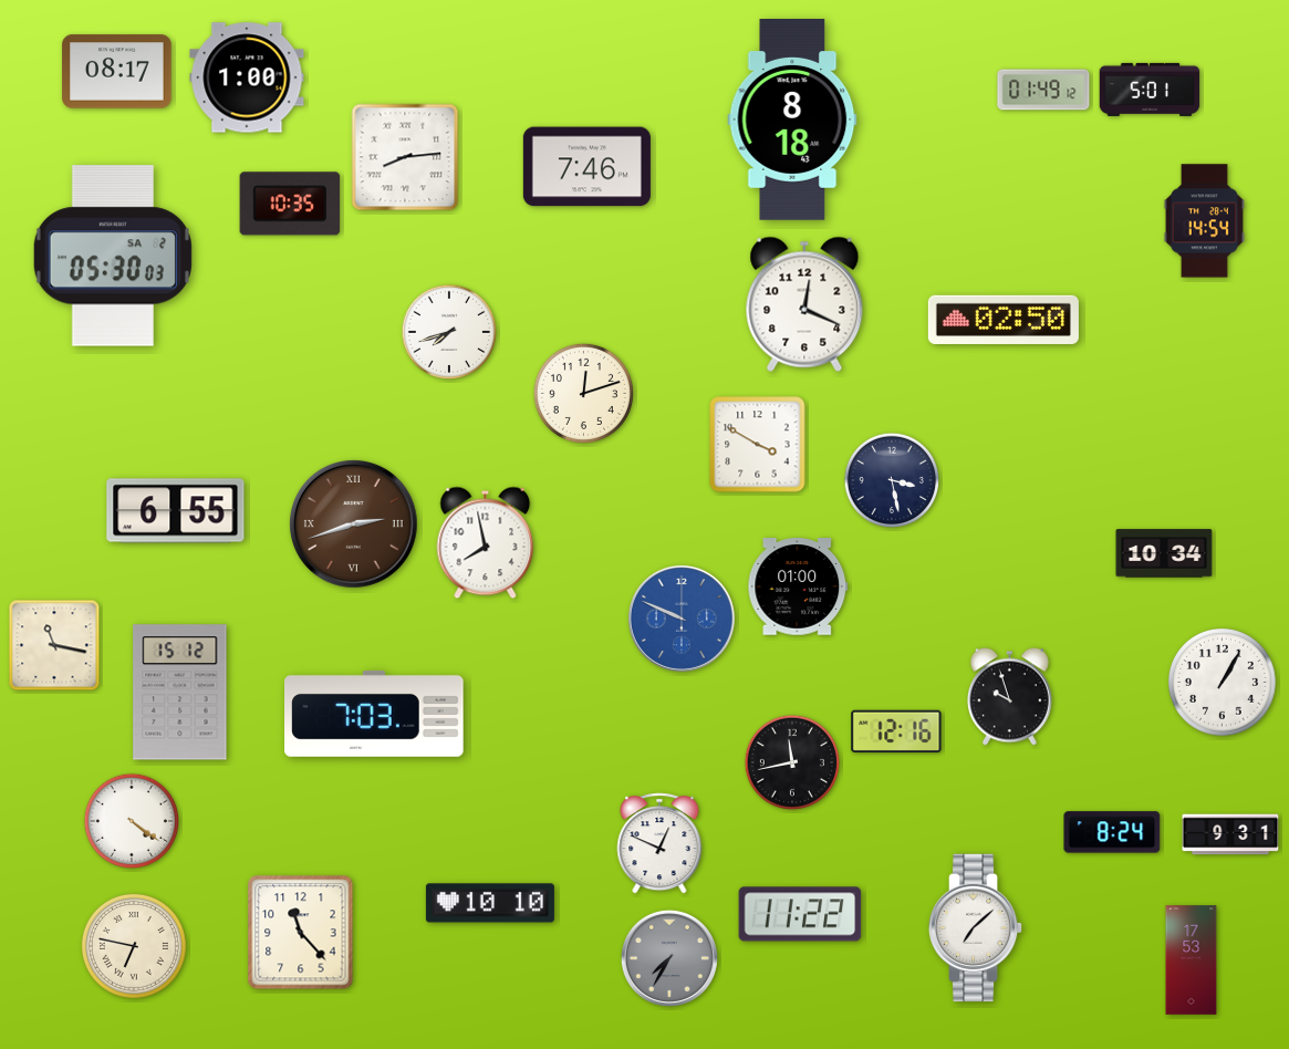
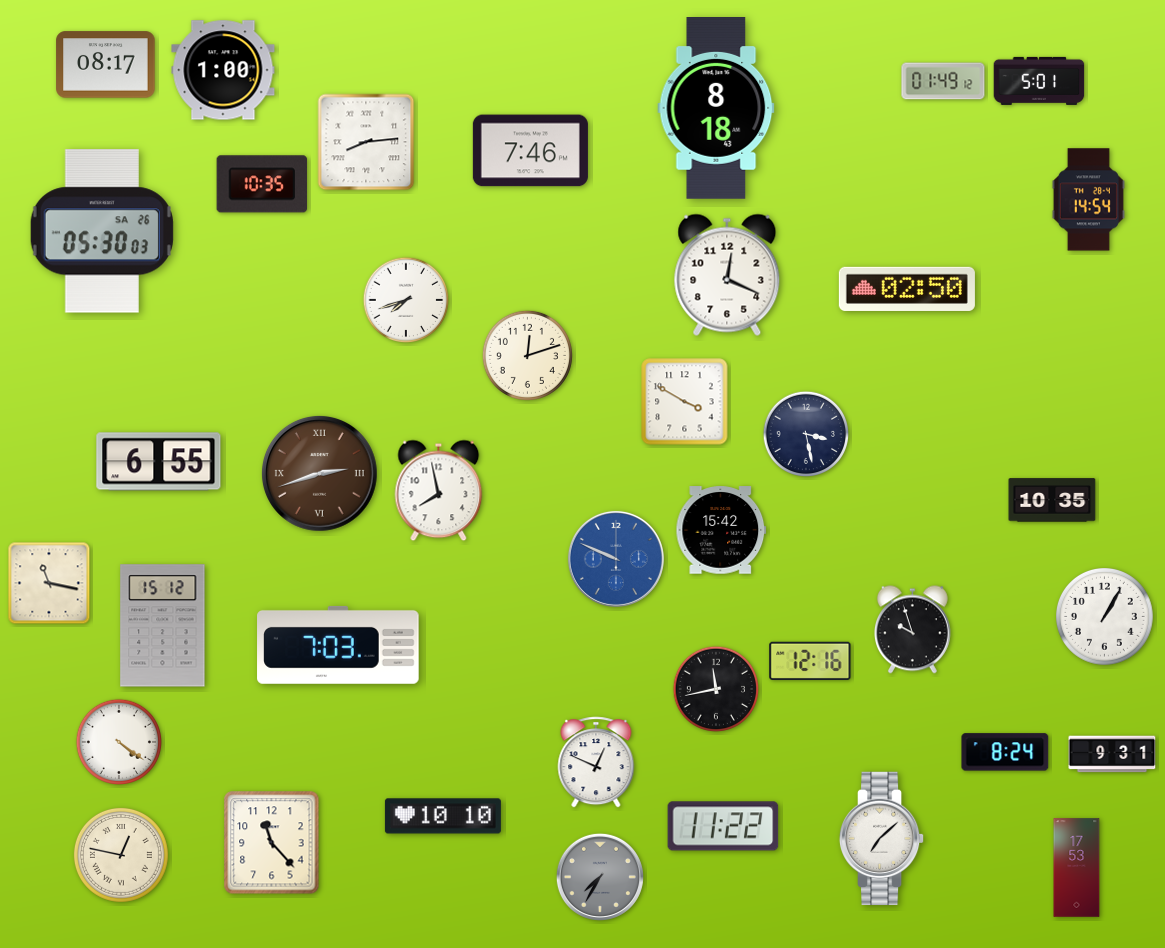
clock at (113, 256) date: SA 2 -> SA 26
clock at (1164, 553): 10:34 -> 10:35
clock at (798, 586): 01:00 -> 15:42
clock at (134, 946): 6:47 -> 12:47
clock at (669, 958) position: (669, 958) -> (600, 877)
